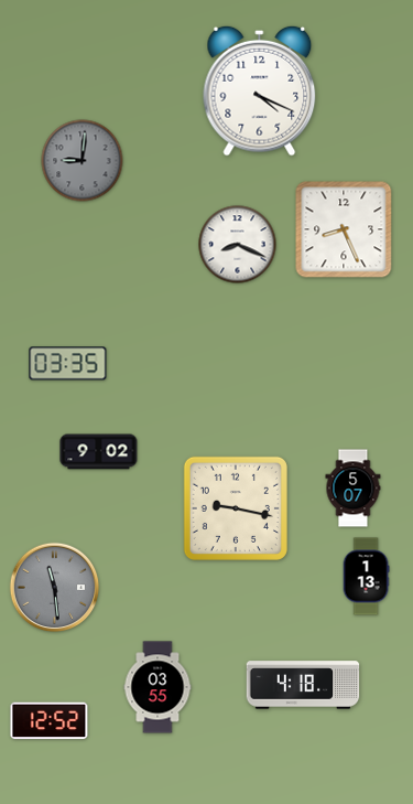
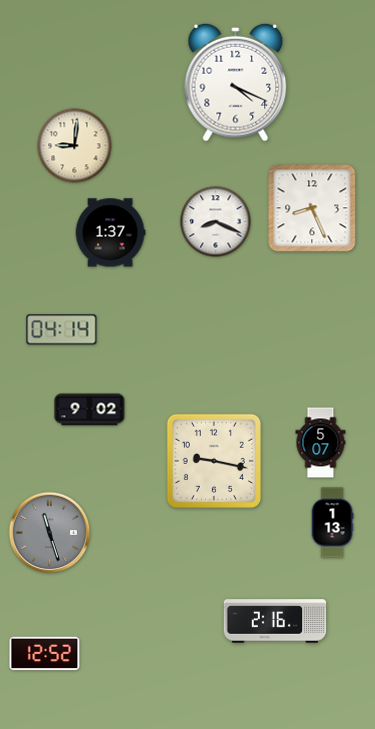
clock at (83, 161) dial: grey -> cream
clock at (110, 233): none -> 1:37
clock at (68, 364): 03:35 -> 04:14
clock at (55, 588): 11:29 -> 11:27
clock at (303, 685): 4:18 -> 2:16
clock at (157, 687): 03:55 -> none
